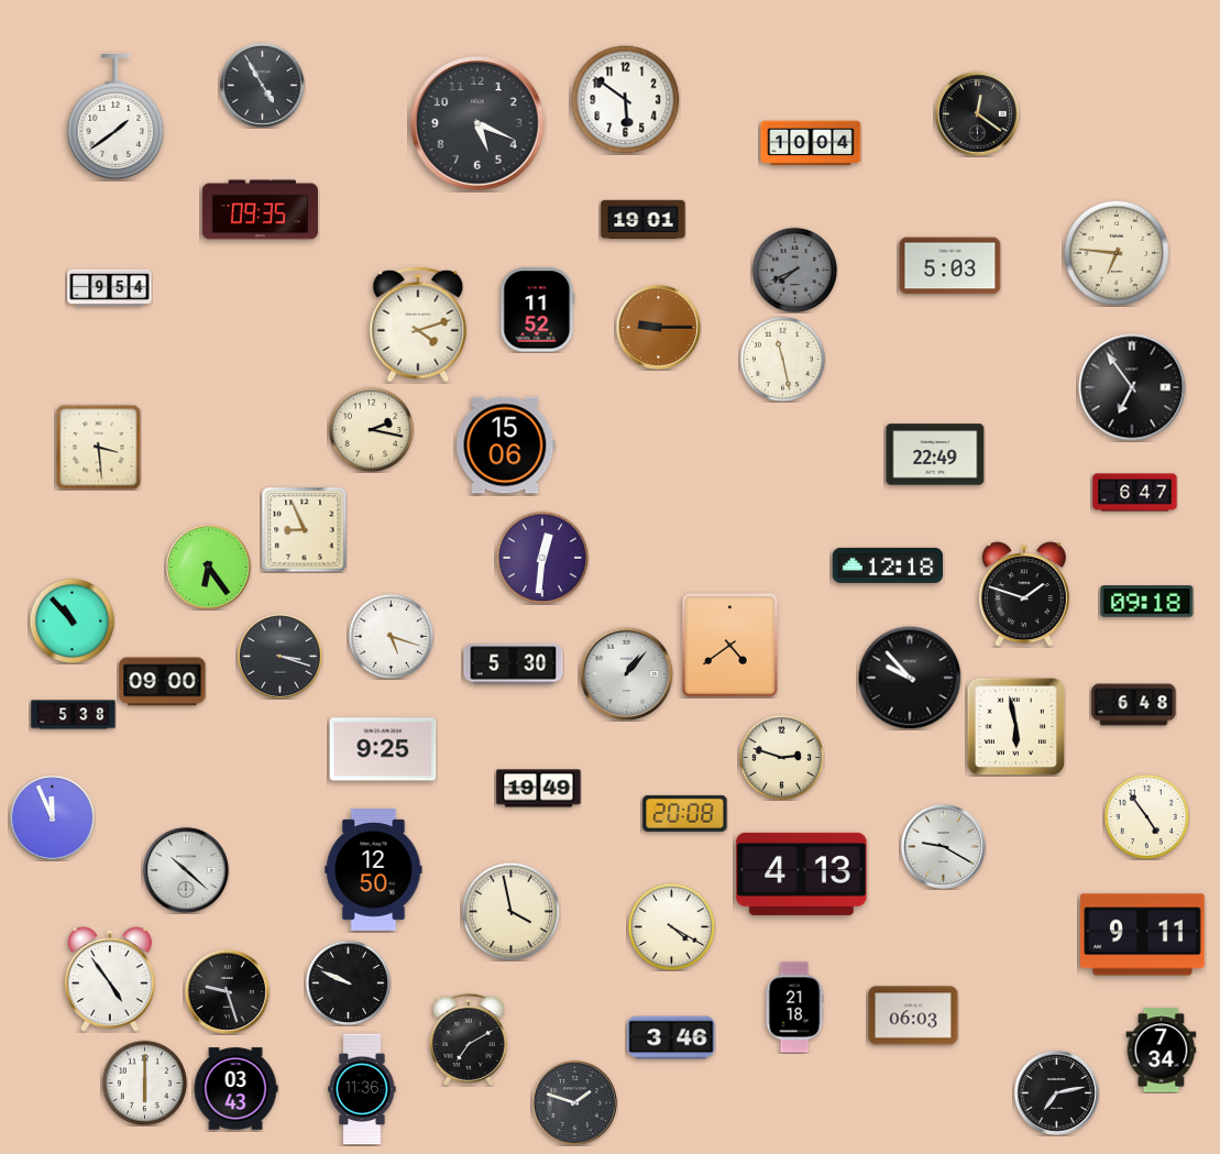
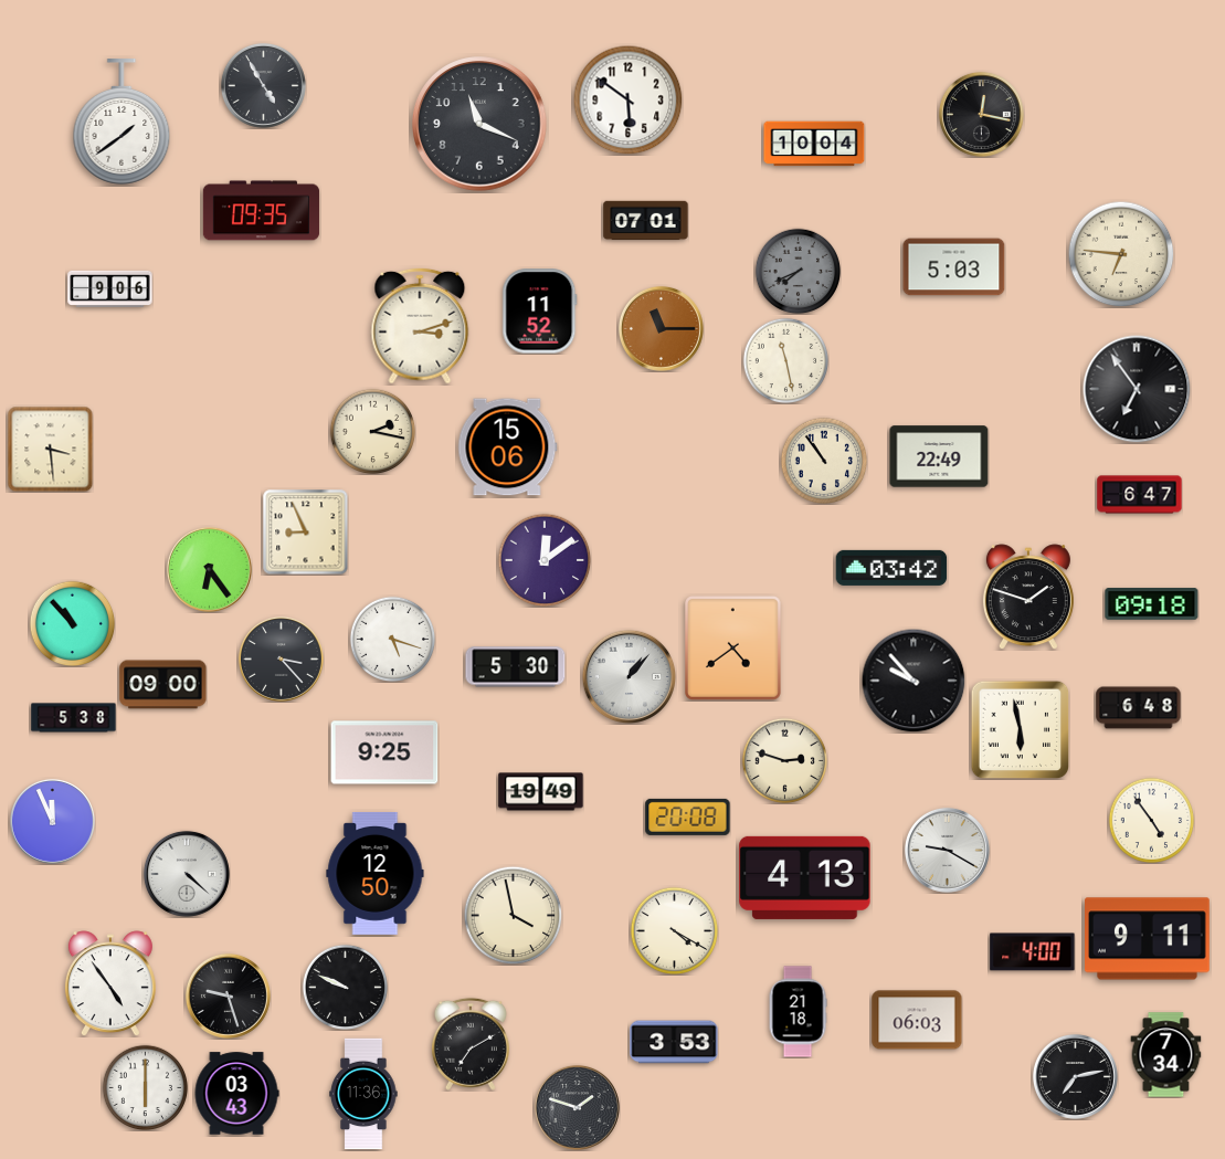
clock at (977, 113): 12:21 -> 12:17
clock at (116, 117) position: (116, 117) -> (122, 122)
clock at (477, 123): 5:19 -> 11:19
clock at (644, 220): 19:01 -> 07:01
clock at (110, 287): 9:54 -> 9:06
clock at (418, 325): 4:12 -> 3:12
clock at (658, 327): 9:15 -> 11:15
clock at (98, 447) position: (98, 447) -> (50, 449)
clock at (824, 461): none -> 10:54
clock at (542, 558): 12:31 -> 12:09
clock at (888, 565): 12:18 -> 03:42
clock at (279, 656): 3:18 -> 3:23
clock at (186, 870): 10:22 -> 4:22
clock at (1033, 952): none -> 4:00
clock at (348, 982) position: (348, 982) -> (345, 987)
clock at (671, 1037): 3:46 -> 3:53
clock at (1056, 1092) position: (1056, 1092) -> (1075, 1076)
